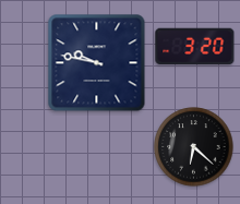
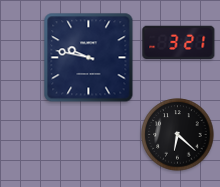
clock at (195, 46): 3:20 -> 3:21
